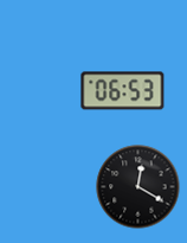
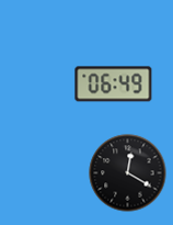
clock at (123, 91): 06:53 -> 06:49
